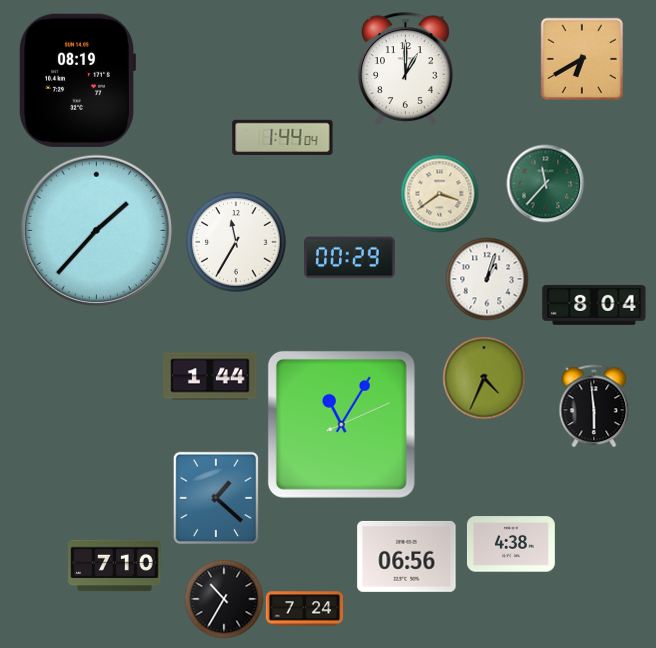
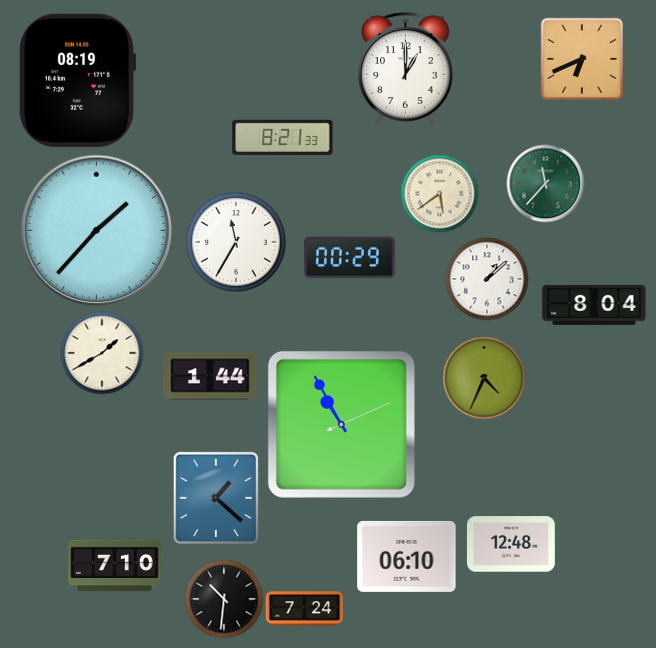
clock at (581, 58): 6:40 -> 6:41
clock at (283, 137): 1:44 -> 8:21
clock at (439, 193): 3:39 -> 5:39
clock at (487, 279): 1:03 -> 1:08
clock at (102, 353): none -> 1:40
clock at (594, 406): 5:59 -> none
clock at (341, 424): 11:05 -> 10:55
clock at (511, 544): 4:38 -> 12:48
clock at (407, 556): 06:56 -> 06:10
clock at (224, 599): 10:35 -> 10:31
